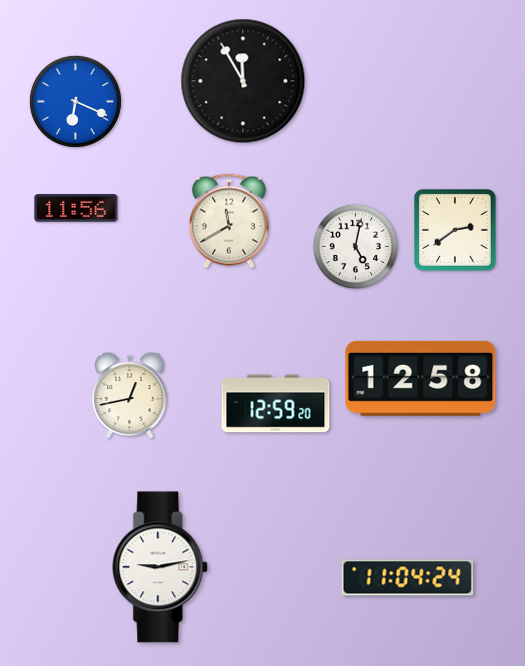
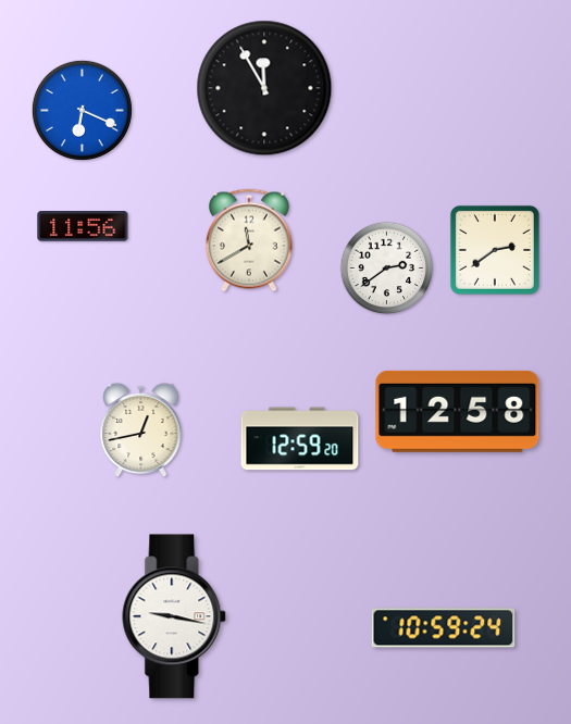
clock at (356, 247): 5:02 -> 2:39
clock at (161, 567): 9:13 -> 9:17
clock at (408, 578): 11:04 -> 10:59
